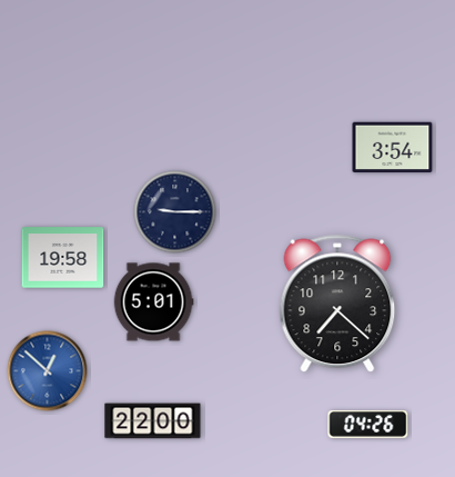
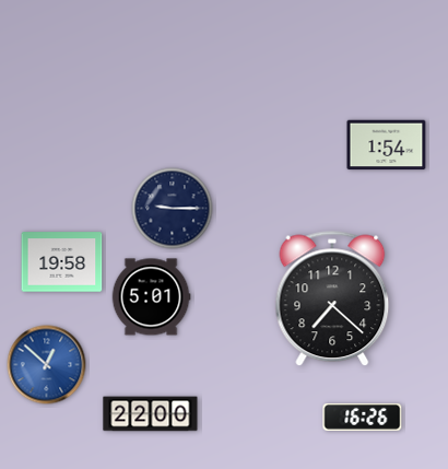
clock at (393, 148): 3:54 -> 1:54
clock at (63, 258) position: (63, 258) -> (62, 262)
clock at (368, 425): 04:26 -> 16:26
